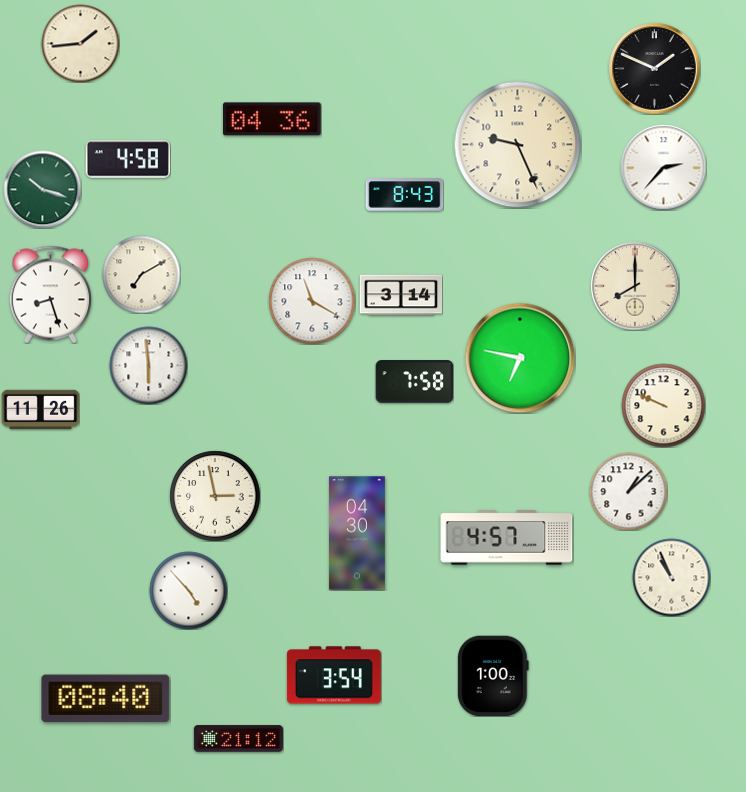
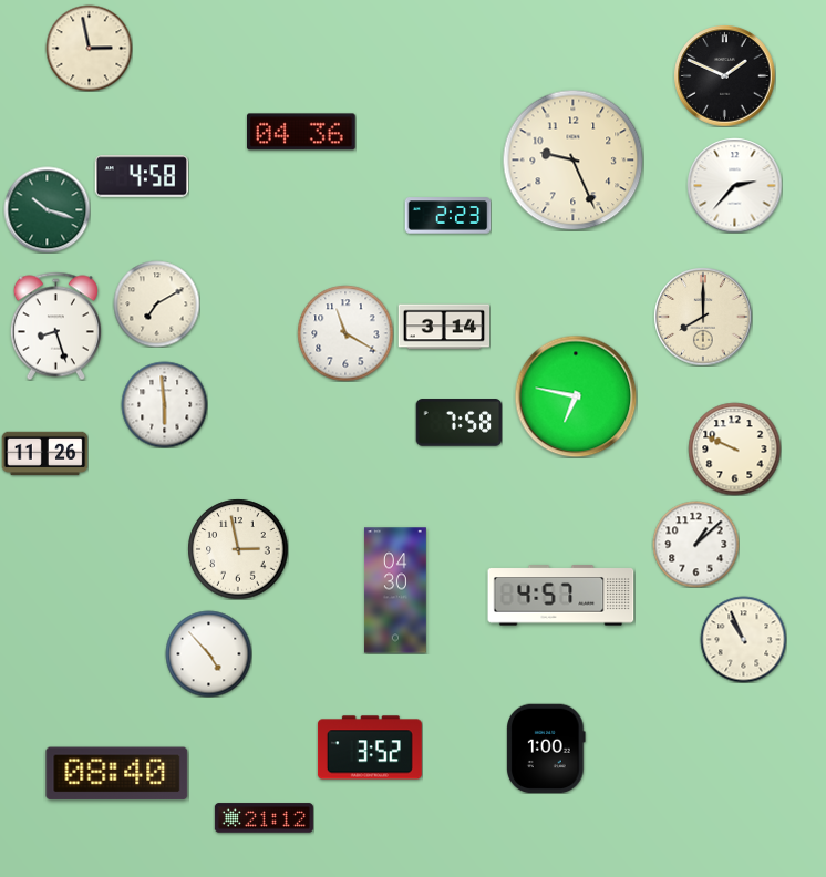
clock at (80, 43): 1:44 -> 2:58
clock at (404, 195): 8:43 -> 2:23
clock at (334, 675): 3:54 -> 3:52
